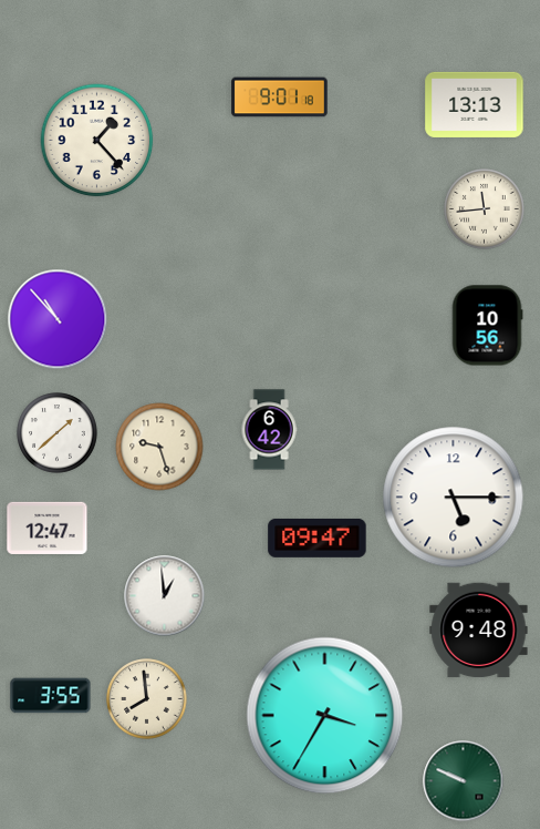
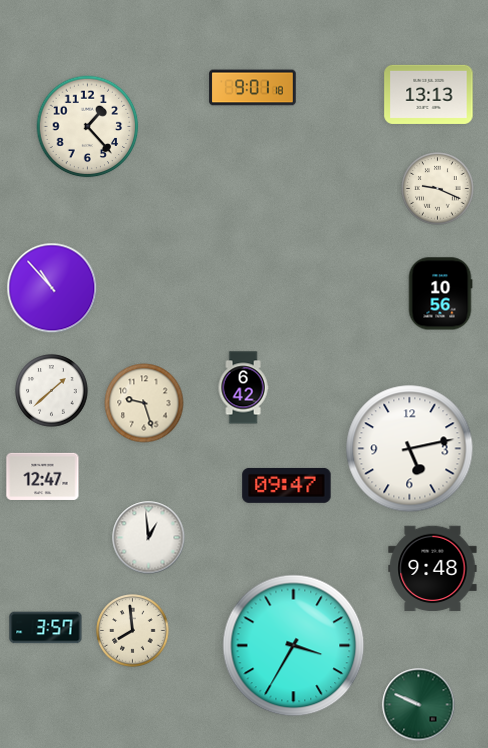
clock at (485, 209): 11:44 -> 9:19
clock at (454, 498): 5:15 -> 5:13
clock at (51, 696): 3:55 -> 3:57
